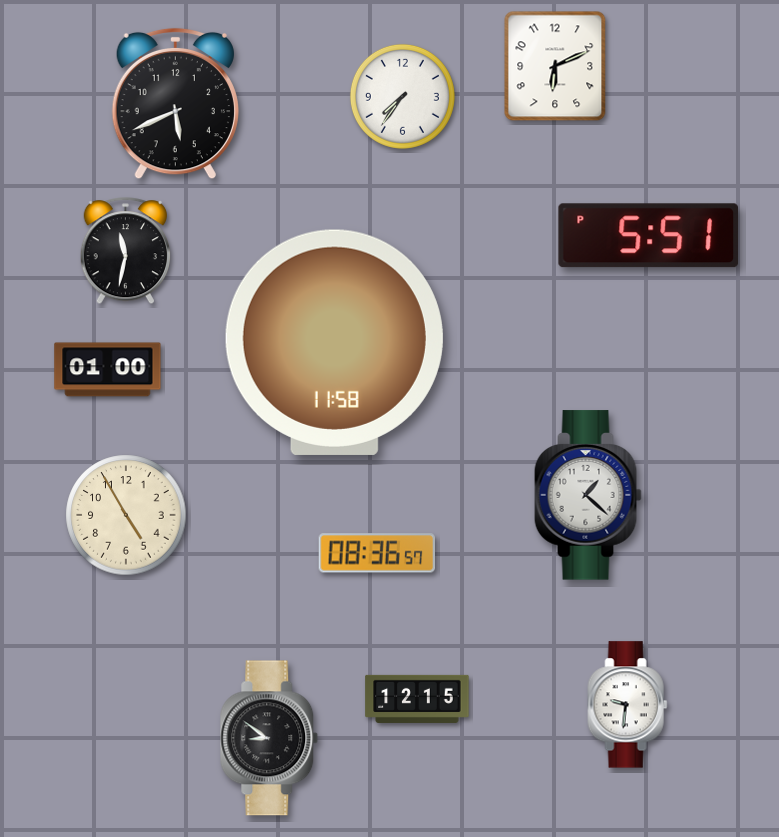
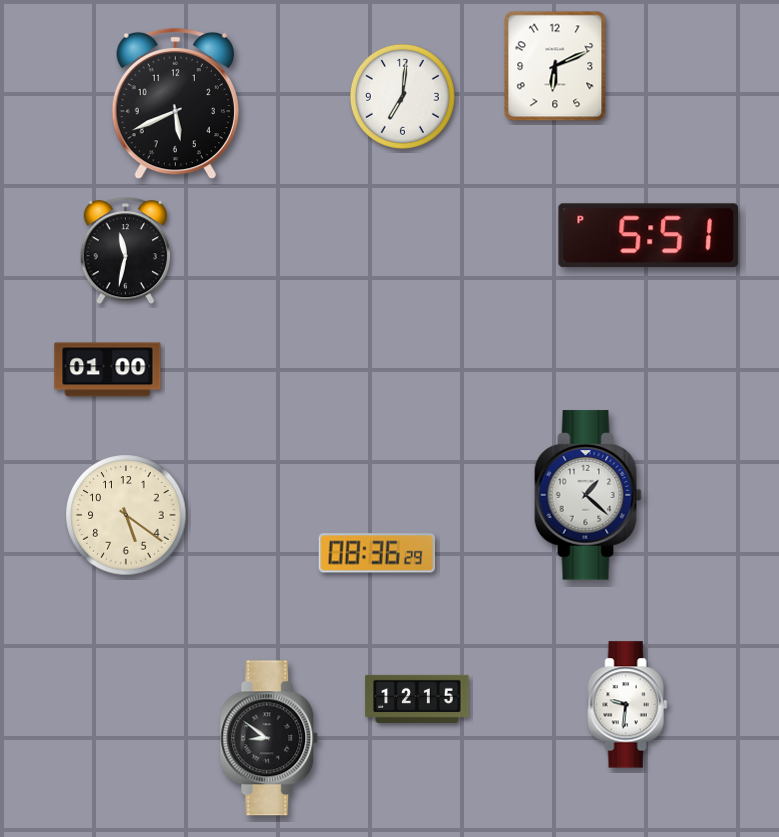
clock at (402, 96): 7:36 -> 7:01
clock at (334, 342): 11:58 -> none
clock at (126, 515): 4:55 -> 5:21
clock at (377, 553): 08:36:57 -> 08:36:29
